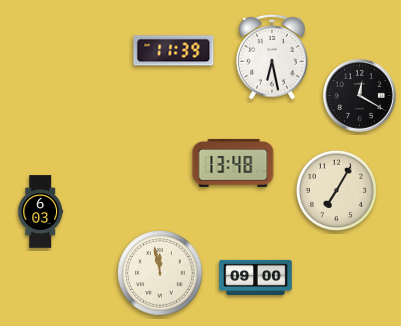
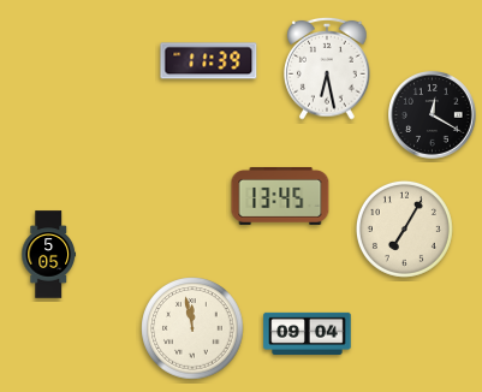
clock at (233, 163): 13:48 -> 13:45
clock at (40, 212): 6:03 -> 5:05
clock at (256, 277): 09:00 -> 09:04
